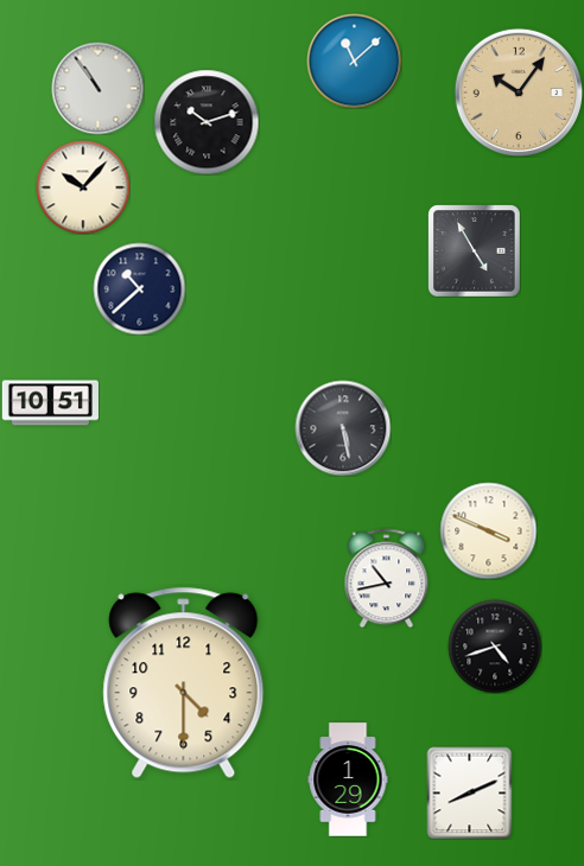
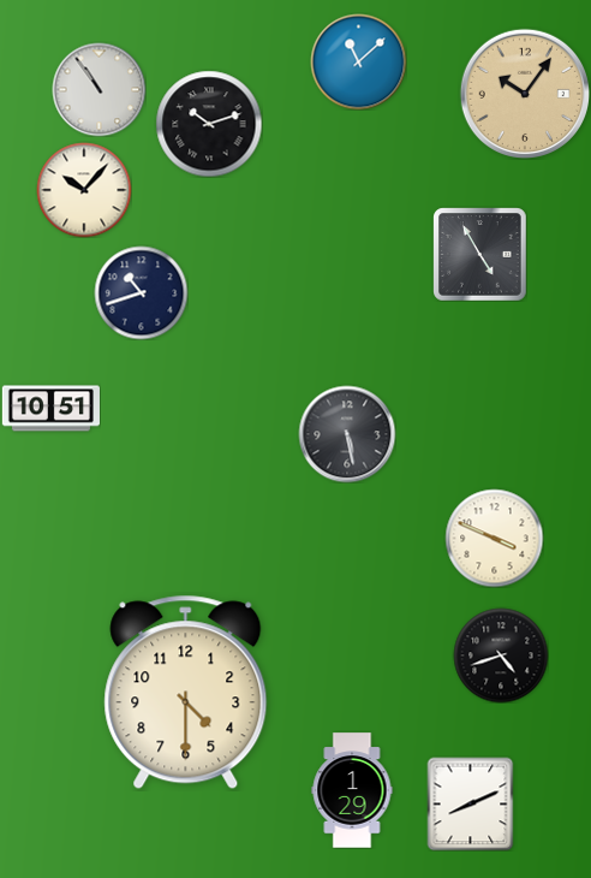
clock at (139, 288): 10:38 -> 10:42
clock at (387, 578): 10:43 -> none
clock at (470, 792) position: (470, 792) -> (471, 803)
